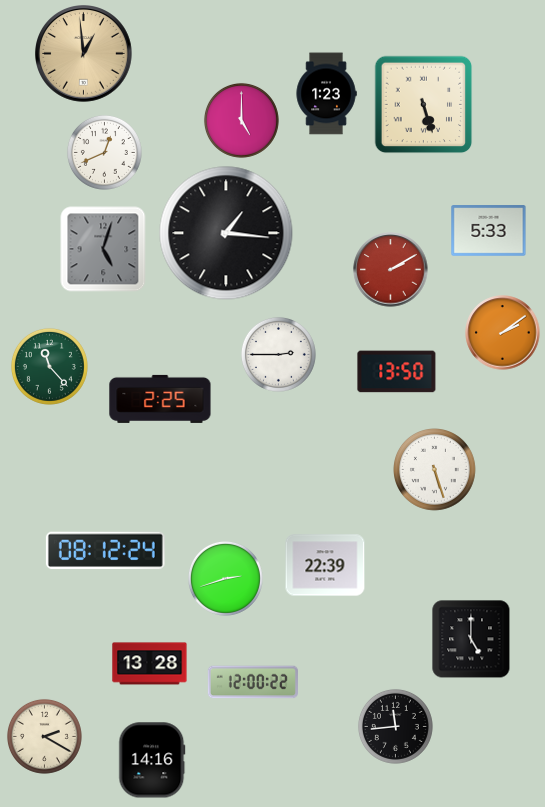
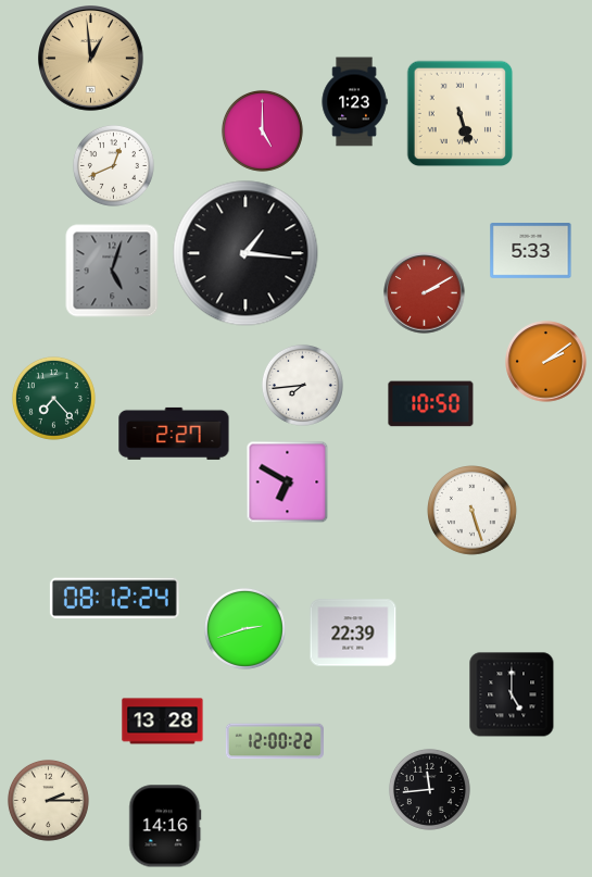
clock at (278, 354): 2:45 -> 7:44
clock at (49, 366): 11:23 -> 7:23
clock at (397, 372): 13:50 -> 10:50
clock at (160, 399): 2:25 -> 2:27
clock at (288, 483): none -> 6:50
clock at (325, 565) position: (325, 565) -> (353, 632)
clock at (44, 736): 2:20 -> 2:15
